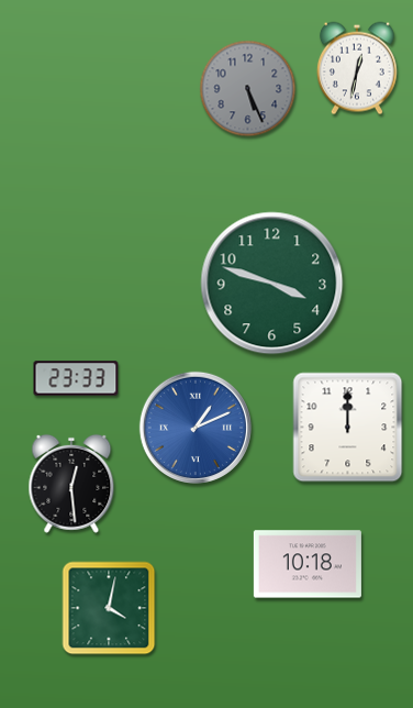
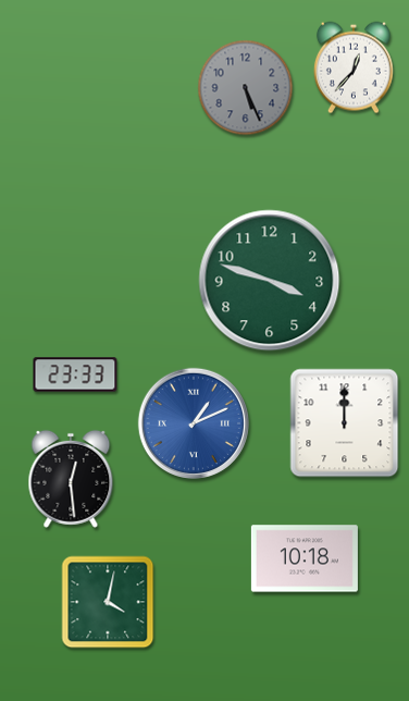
clock at (357, 68): 12:32 -> 12:37
